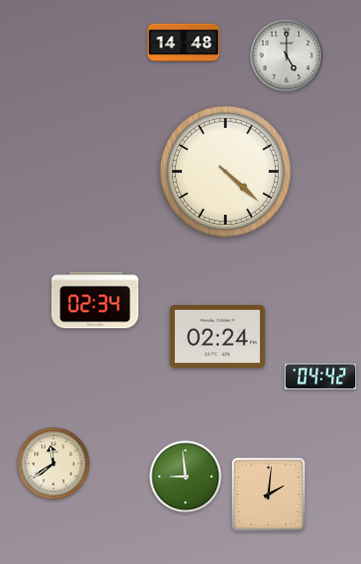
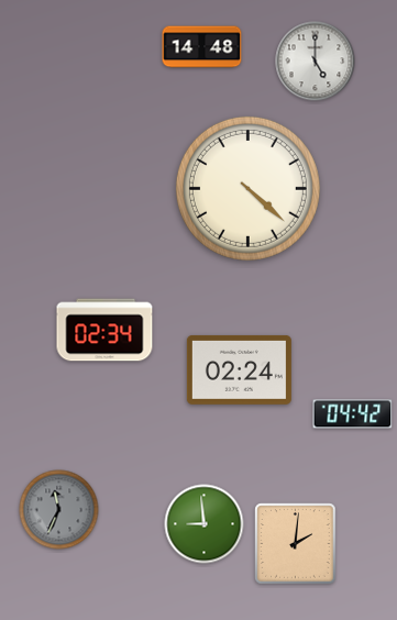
clock at (54, 464): 11:39 -> 11:34
clock at (54, 464) dial: cream -> grey
